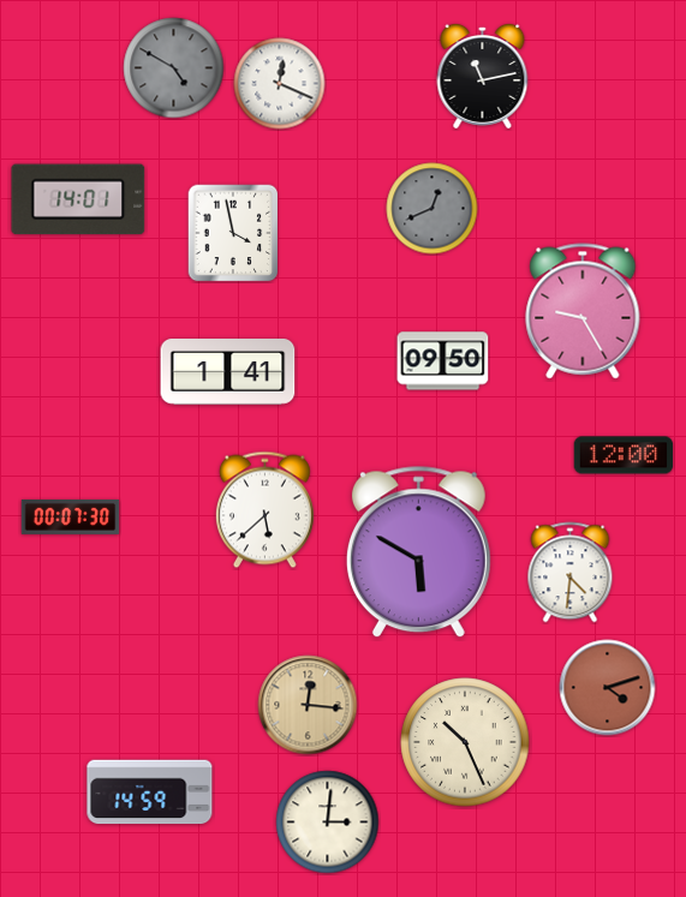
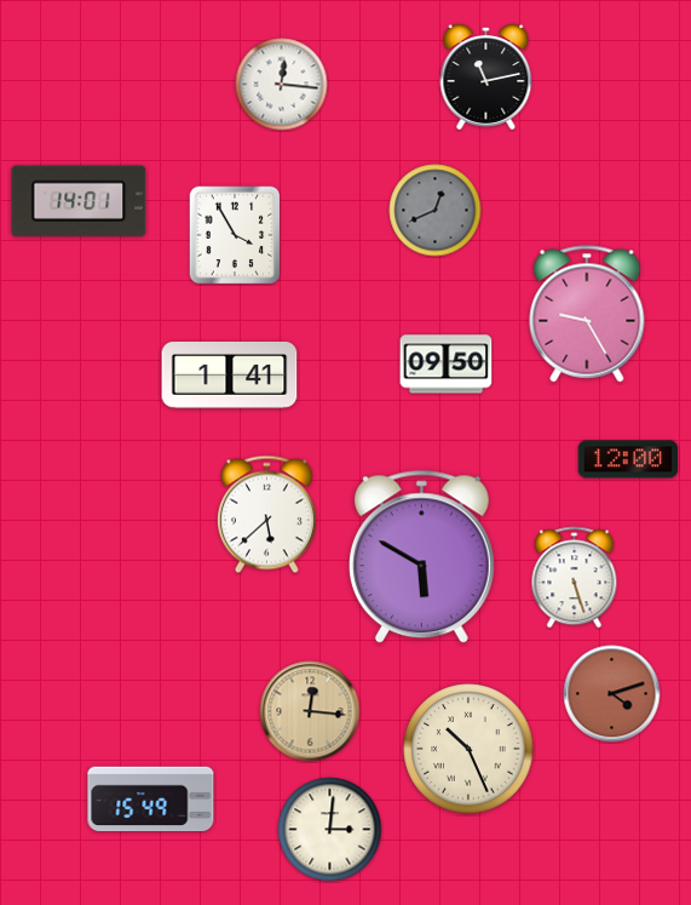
clock at (174, 68): 4:50 -> none
clock at (280, 84): 12:19 -> 12:16
clock at (233, 233): 3:58 -> 3:55
clock at (71, 516): 00:07 -> none
clock at (571, 573): 4:31 -> 5:27
clock at (150, 793): 14:59 -> 15:49
